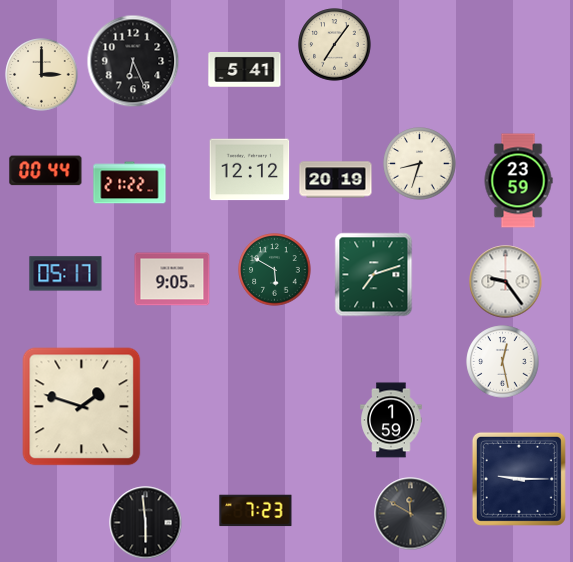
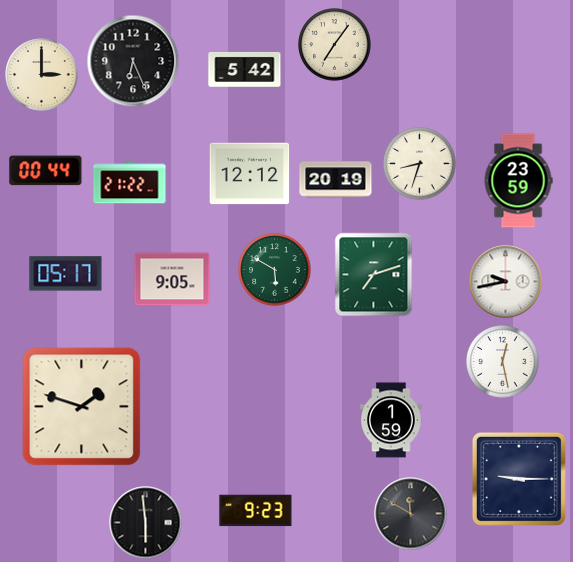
clock at (245, 69): 5:41 -> 5:42
clock at (250, 170) position: (250, 170) -> (250, 174)
clock at (506, 282): 9:24 -> 9:43
clock at (256, 511): 7:23 -> 9:23
